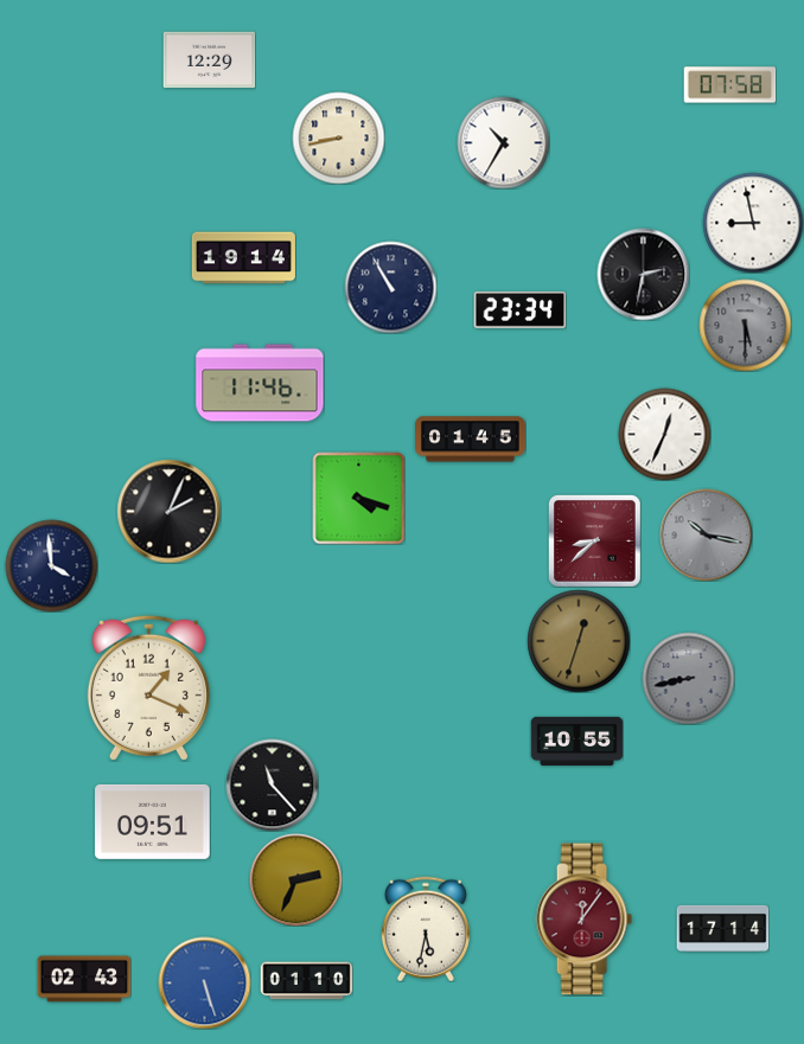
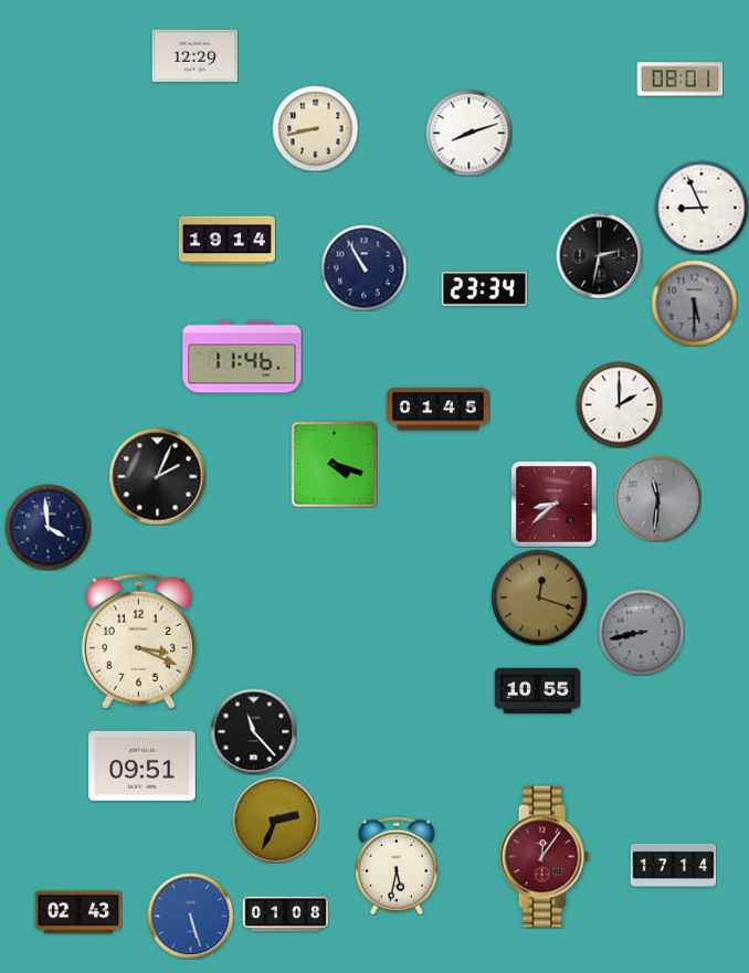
clock at (729, 85): 07:58 -> 08:01
clock at (503, 142): 10:35 -> 8:12
clock at (753, 223): 8:58 -> 8:56
clock at (664, 434): 12:34 -> 2:00
clock at (706, 534): 10:17 -> 11:31
clock at (579, 641): 12:33 -> 12:18
clock at (148, 687): 1:19 -> 3:19
clock at (306, 981): 01:10 -> 01:08
